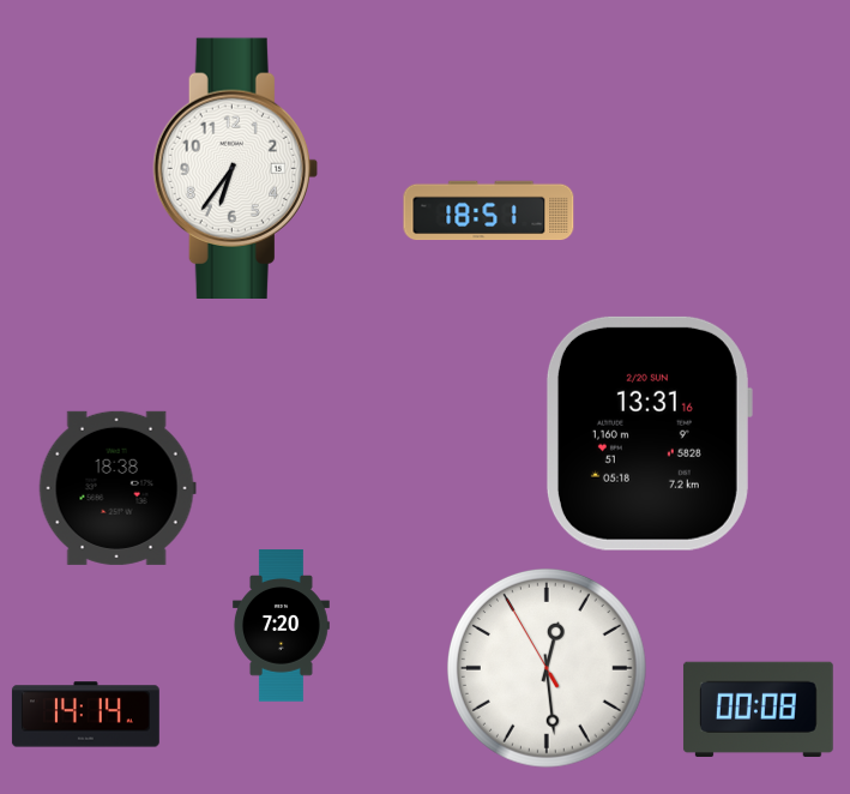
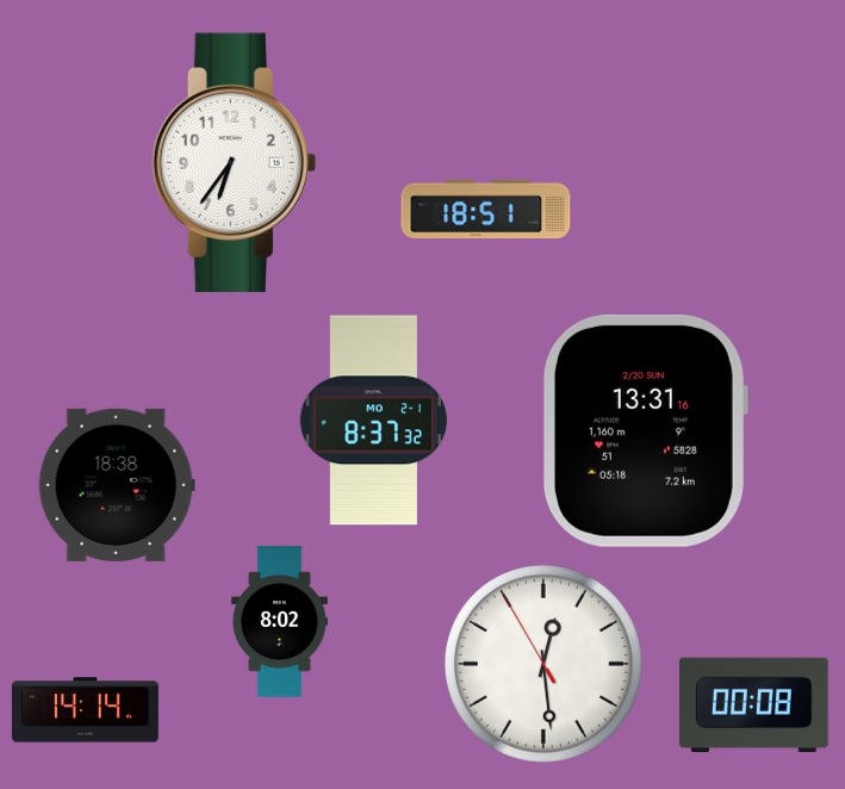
clock at (235, 168) position: (235, 168) -> (234, 162)
clock at (373, 421): none -> 8:37
clock at (281, 626): 7:20 -> 8:02
